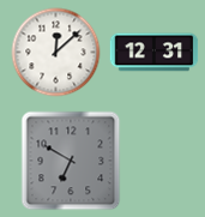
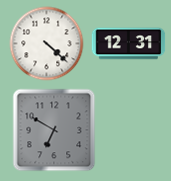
clock at (56, 53): 12:08 -> 4:22
clock at (71, 161) position: (71, 161) -> (54, 130)
